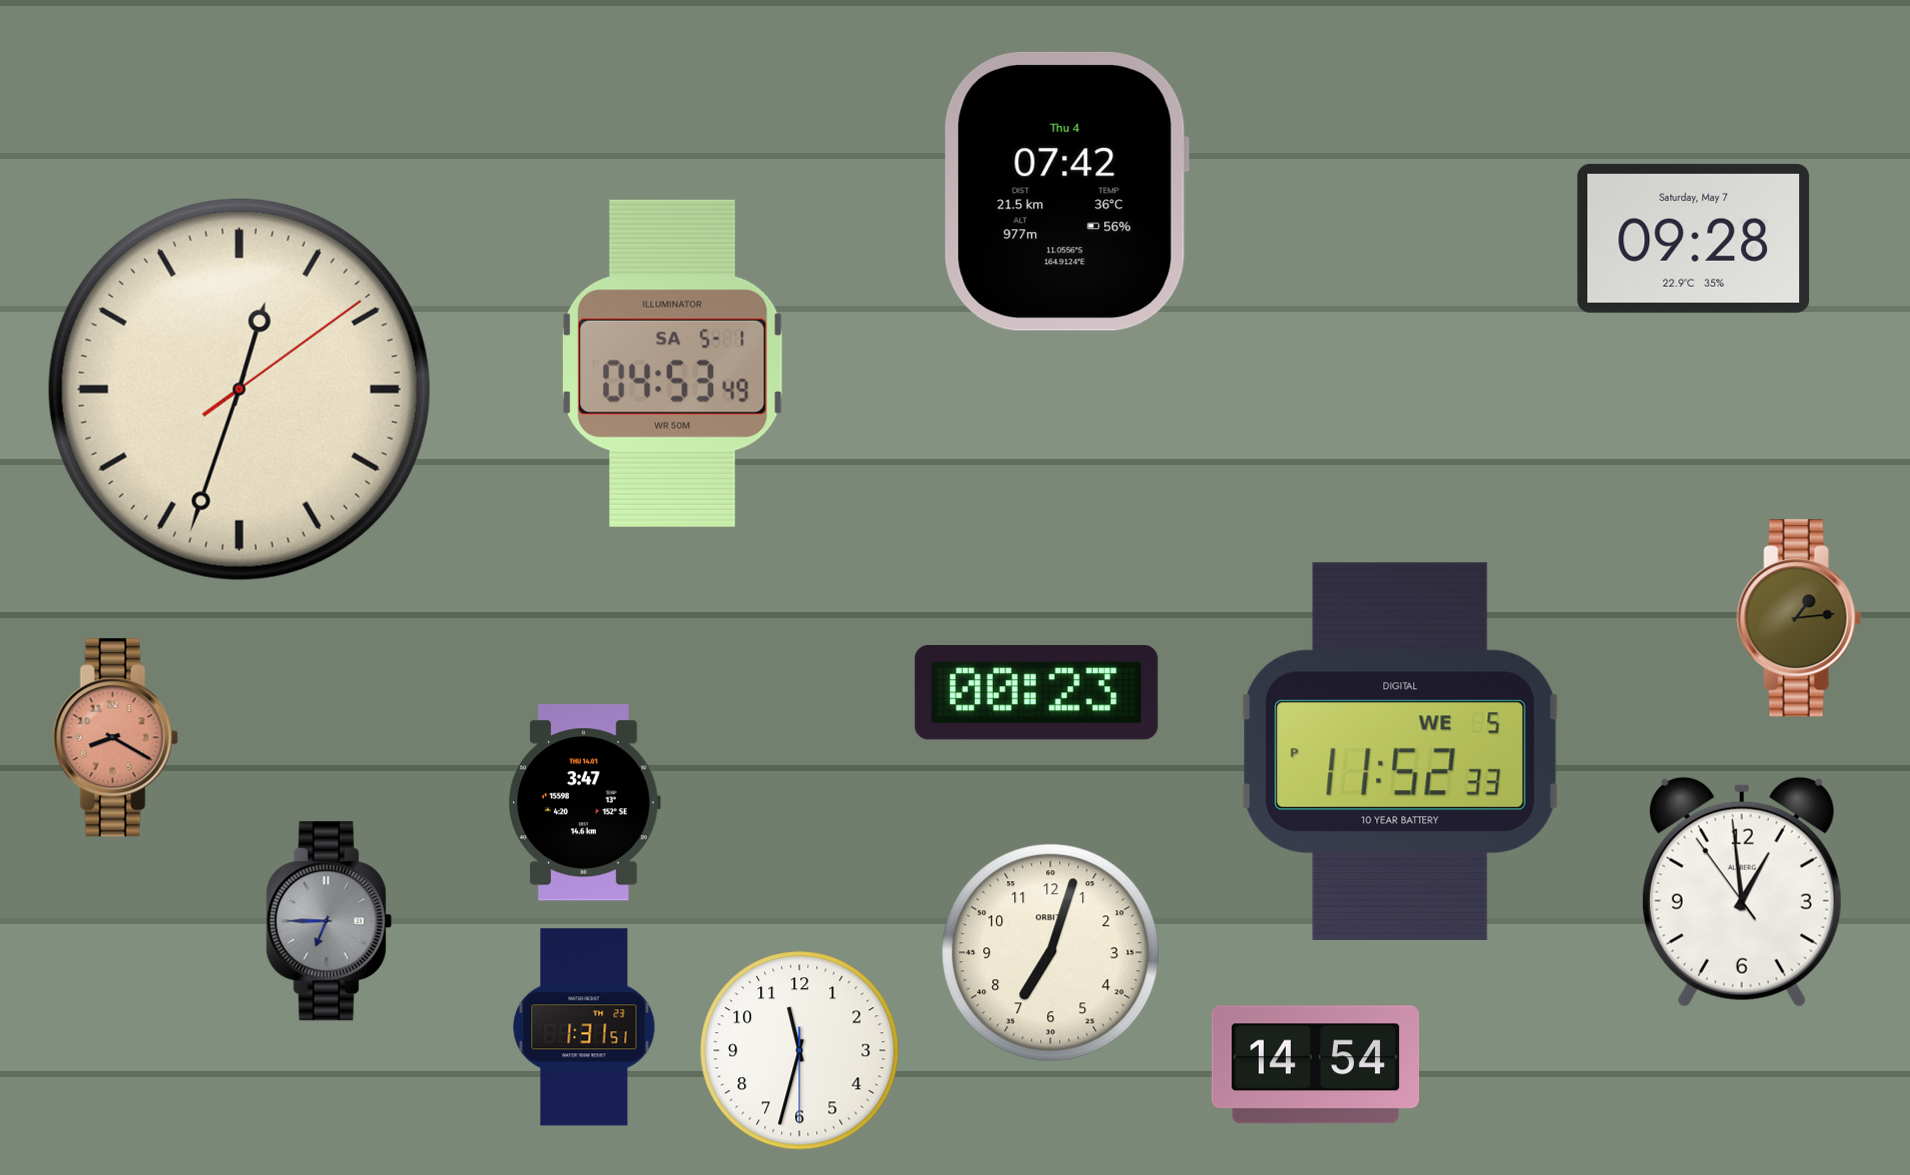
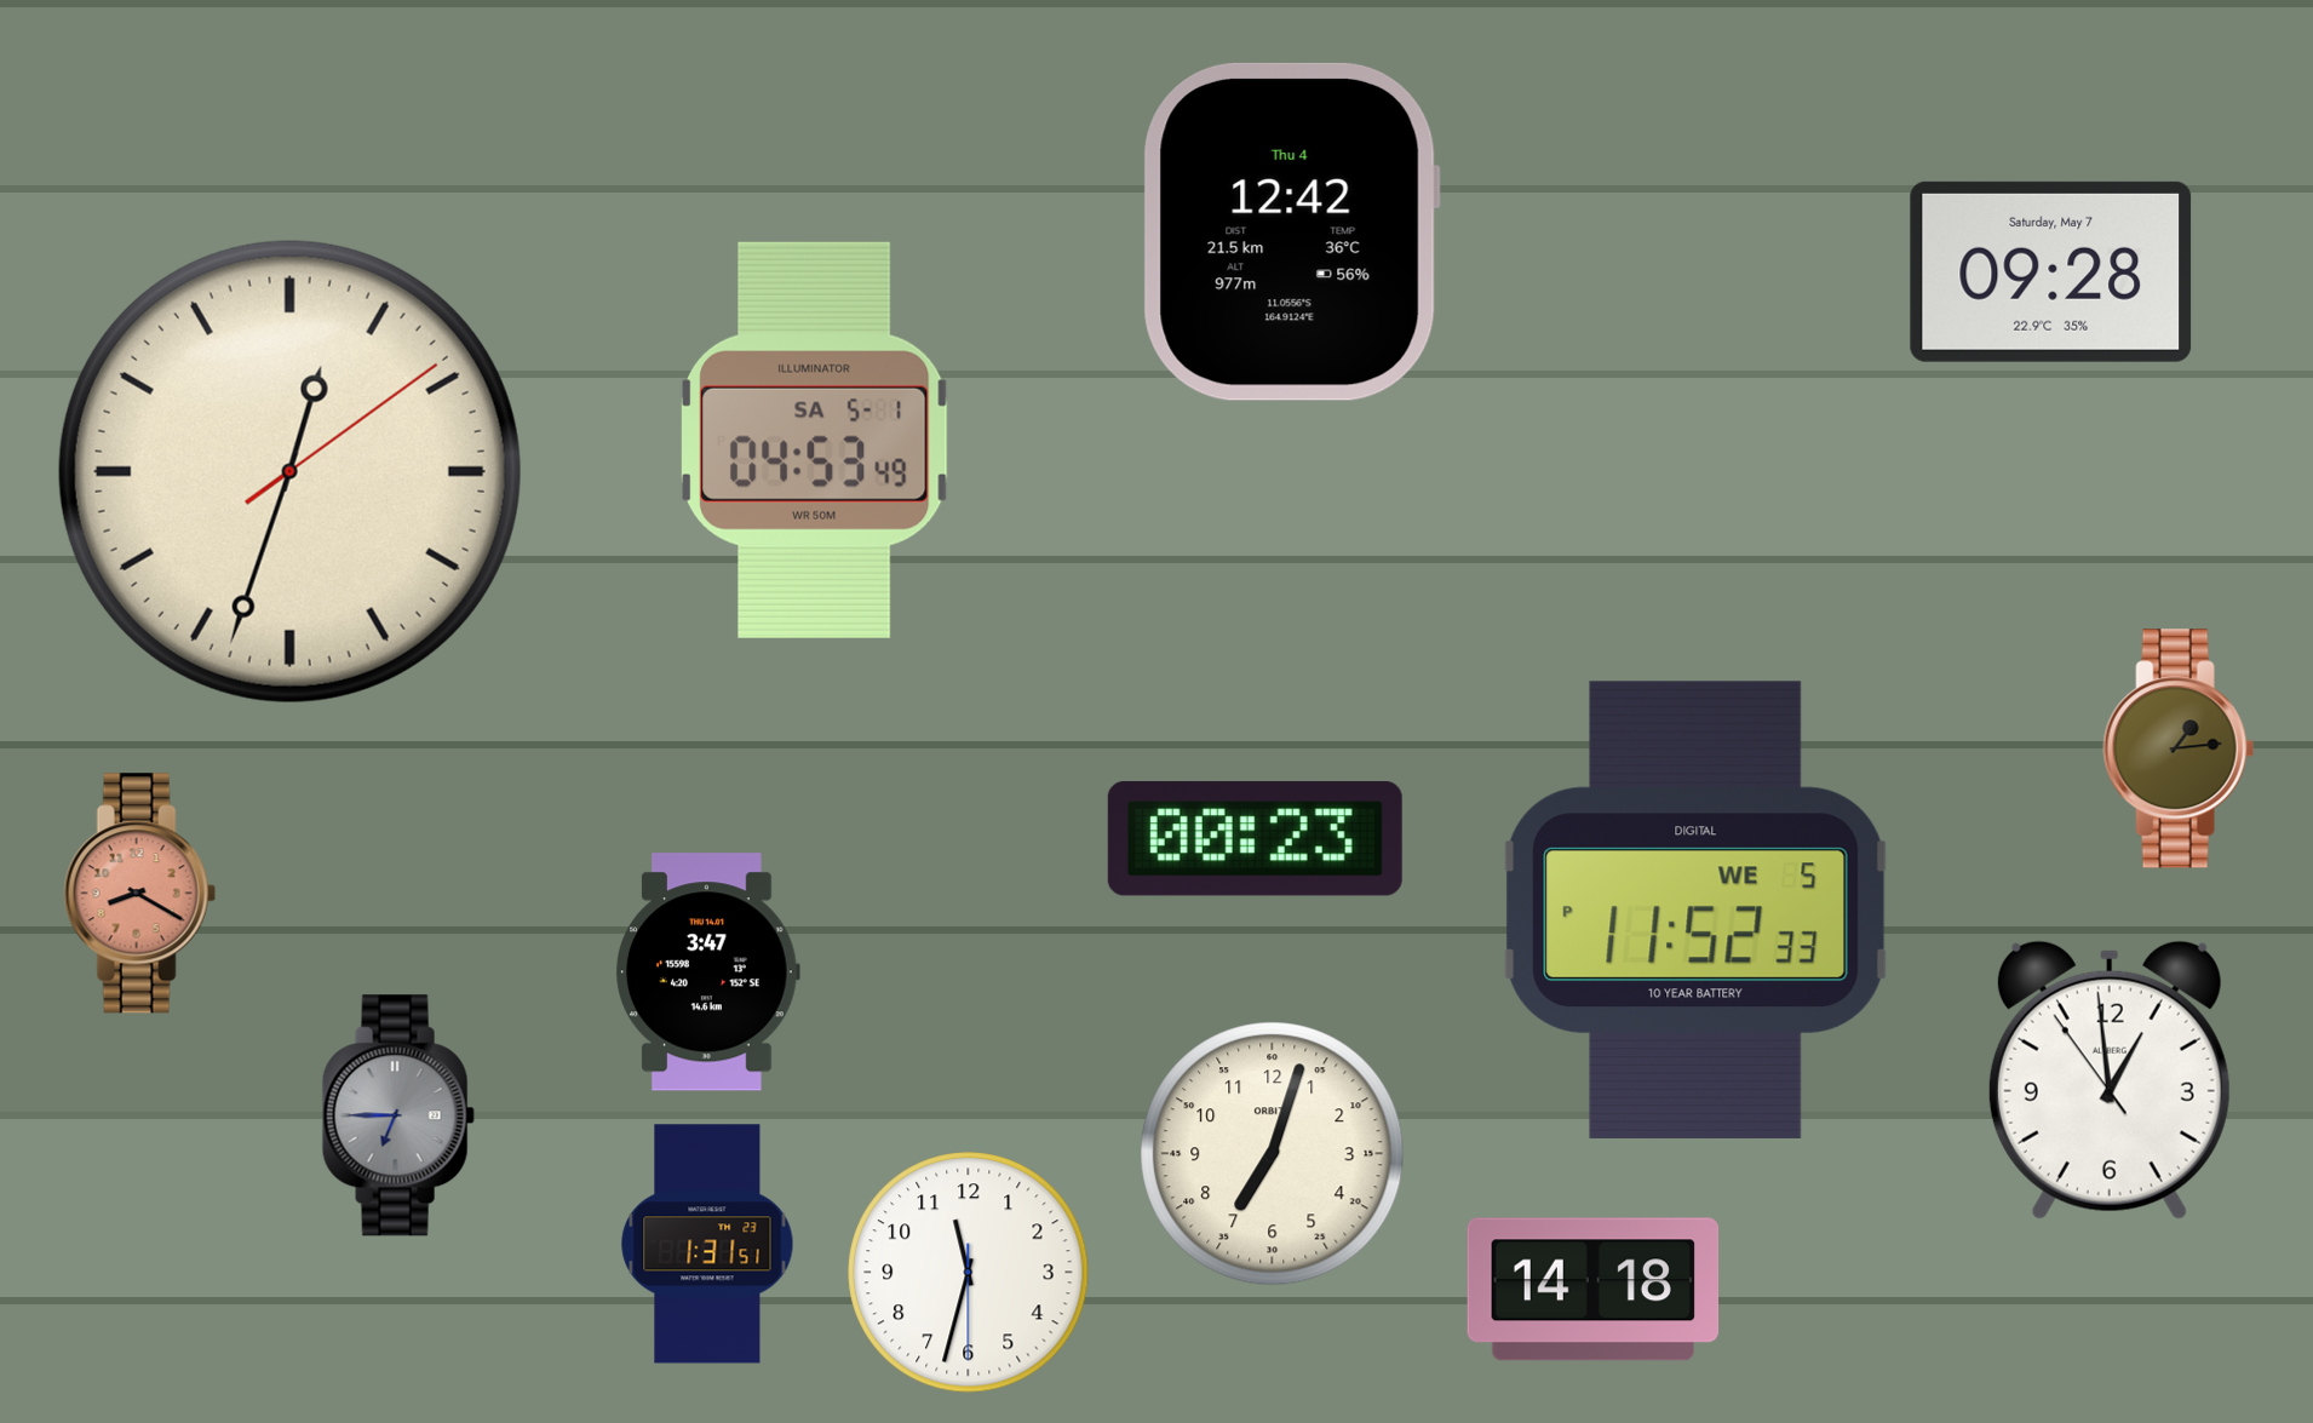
clock at (1066, 191): 07:42 -> 12:42
clock at (1694, 238) position: (1694, 238) -> (2051, 271)
clock at (1316, 1065): 14:54 -> 14:18
